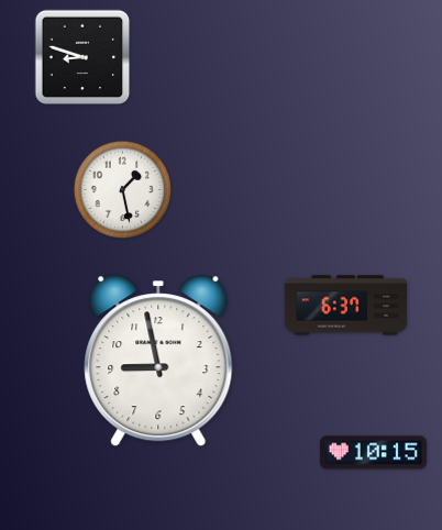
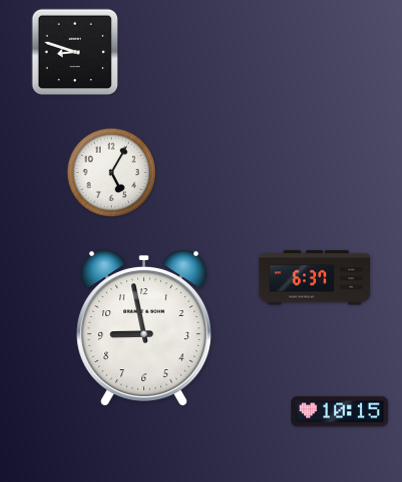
clock at (123, 190): 1:28 -> 5:05
